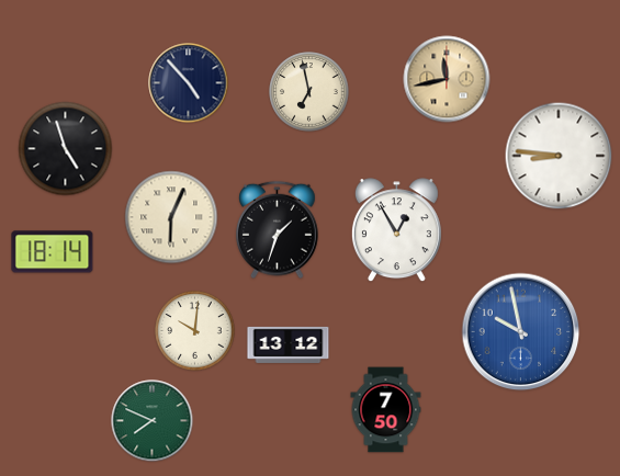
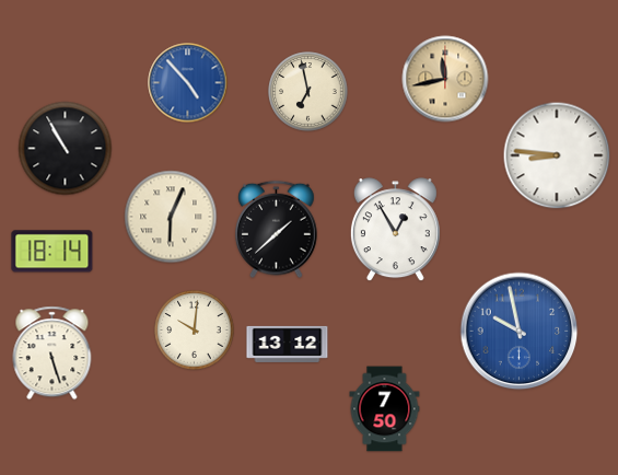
clock at (189, 83) dial: navy -> blue
clock at (66, 149): 4:57 -> 10:55
clock at (278, 230): 1:33 -> 1:38
clock at (53, 354): none -> 5:27
clock at (153, 421): 7:49 -> none
